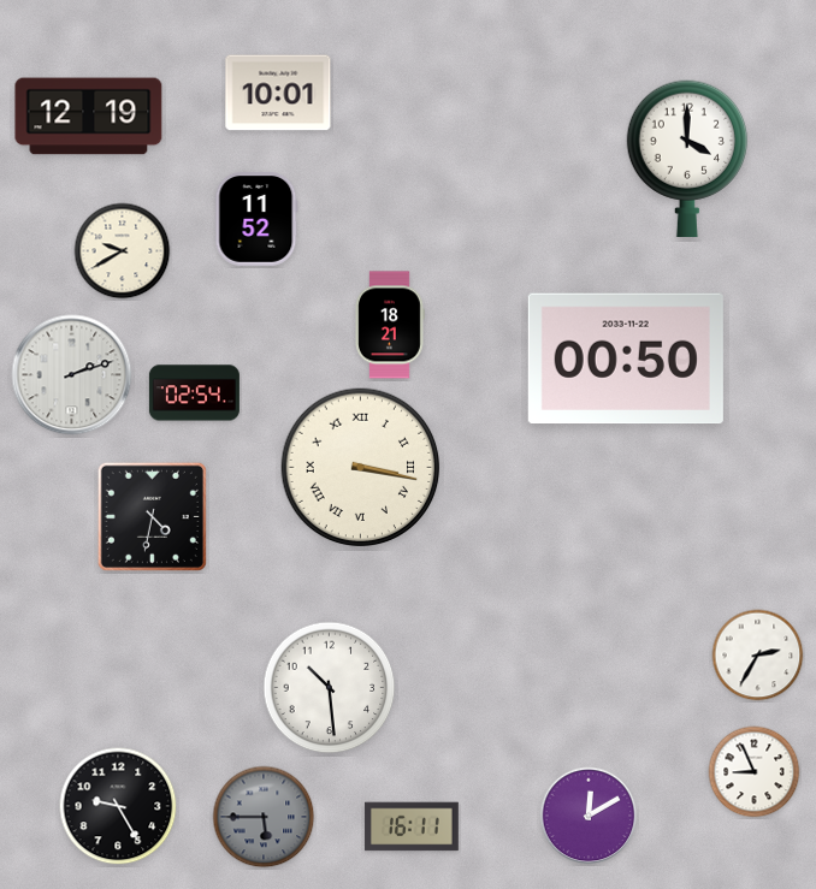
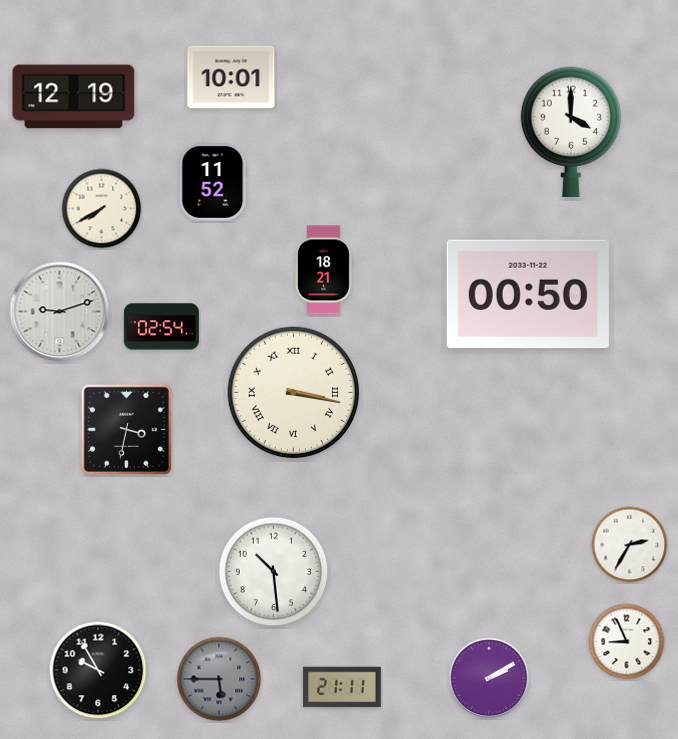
clock at (123, 251): 9:40 -> 7:40
clock at (626, 358) position: (626, 358) -> (528, 294)
clock at (72, 375): 2:12 -> 9:12
clock at (361, 468) position: (361, 468) -> (294, 393)
clock at (152, 516): 4:32 -> 3:32
clock at (118, 806): 9:25 -> 9:55
clock at (589, 816): 12:10 -> 2:10
clock at (412, 826): 16:11 -> 21:11
